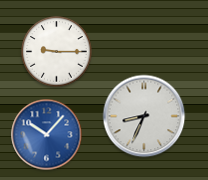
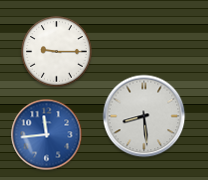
clock at (144, 116): 8:34 -> 8:29
clock at (47, 135): 10:07 -> 11:44
